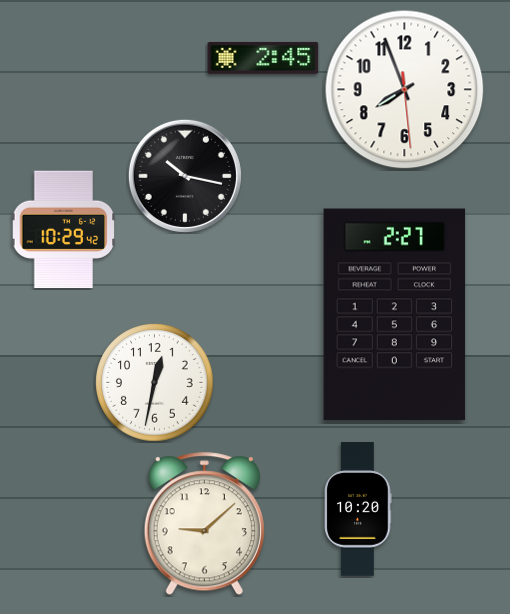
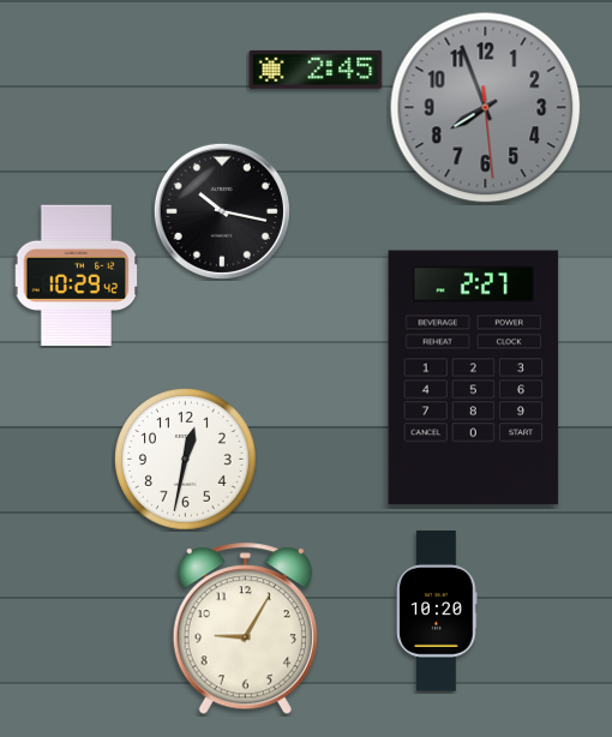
clock at (405, 90) dial: white -> grey
clock at (358, 509) position: (358, 509) -> (437, 611)
clock at (204, 524): 9:08 -> 9:05
